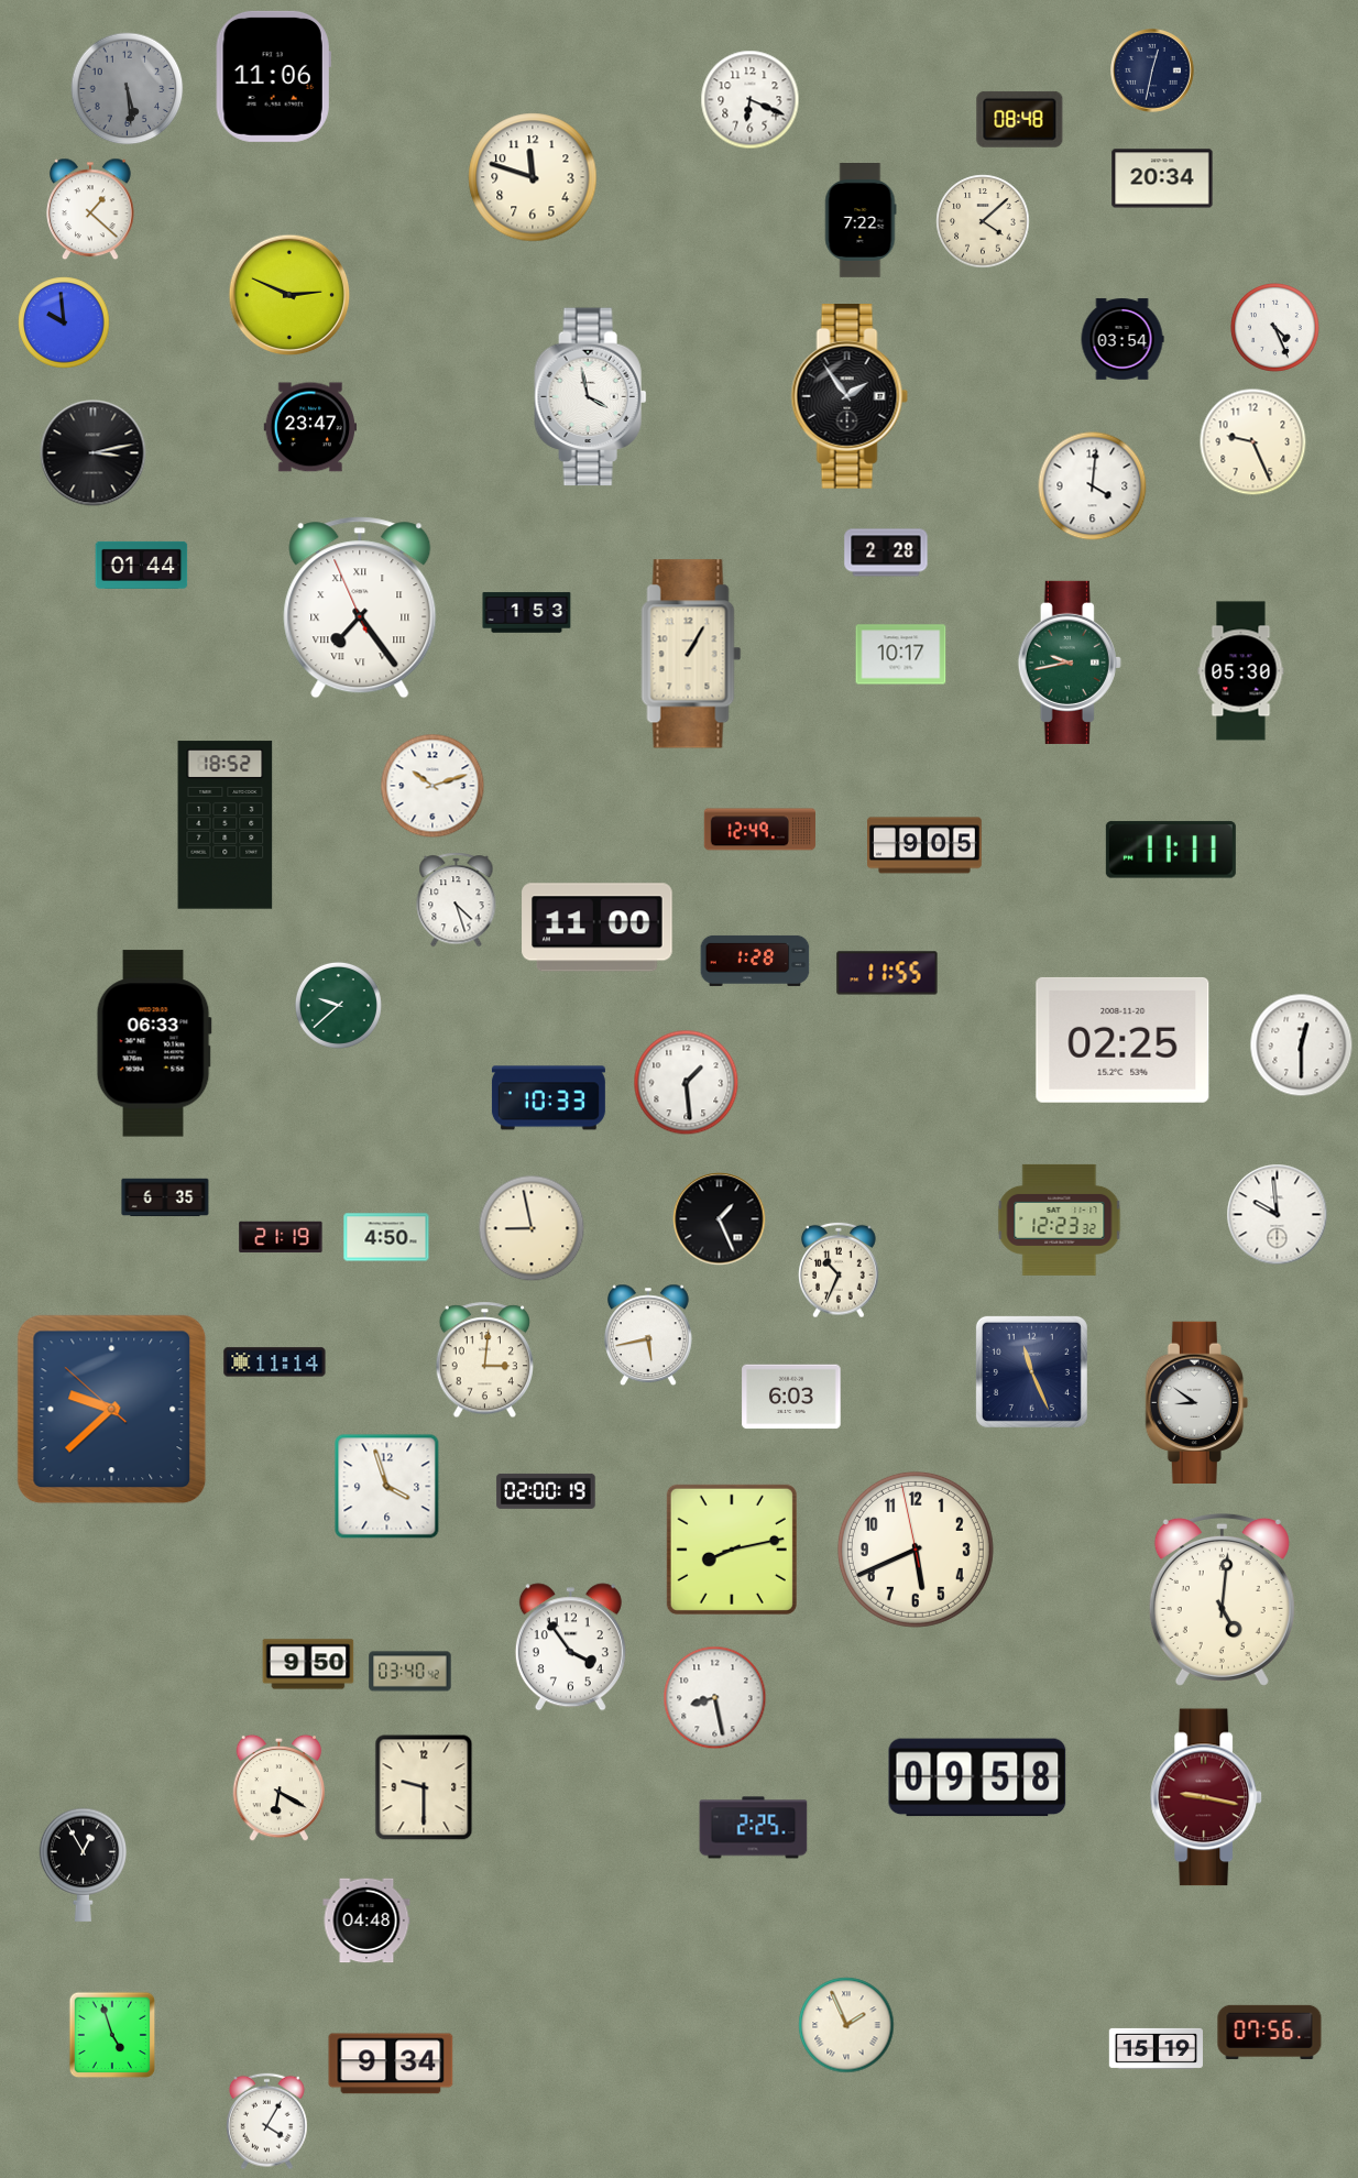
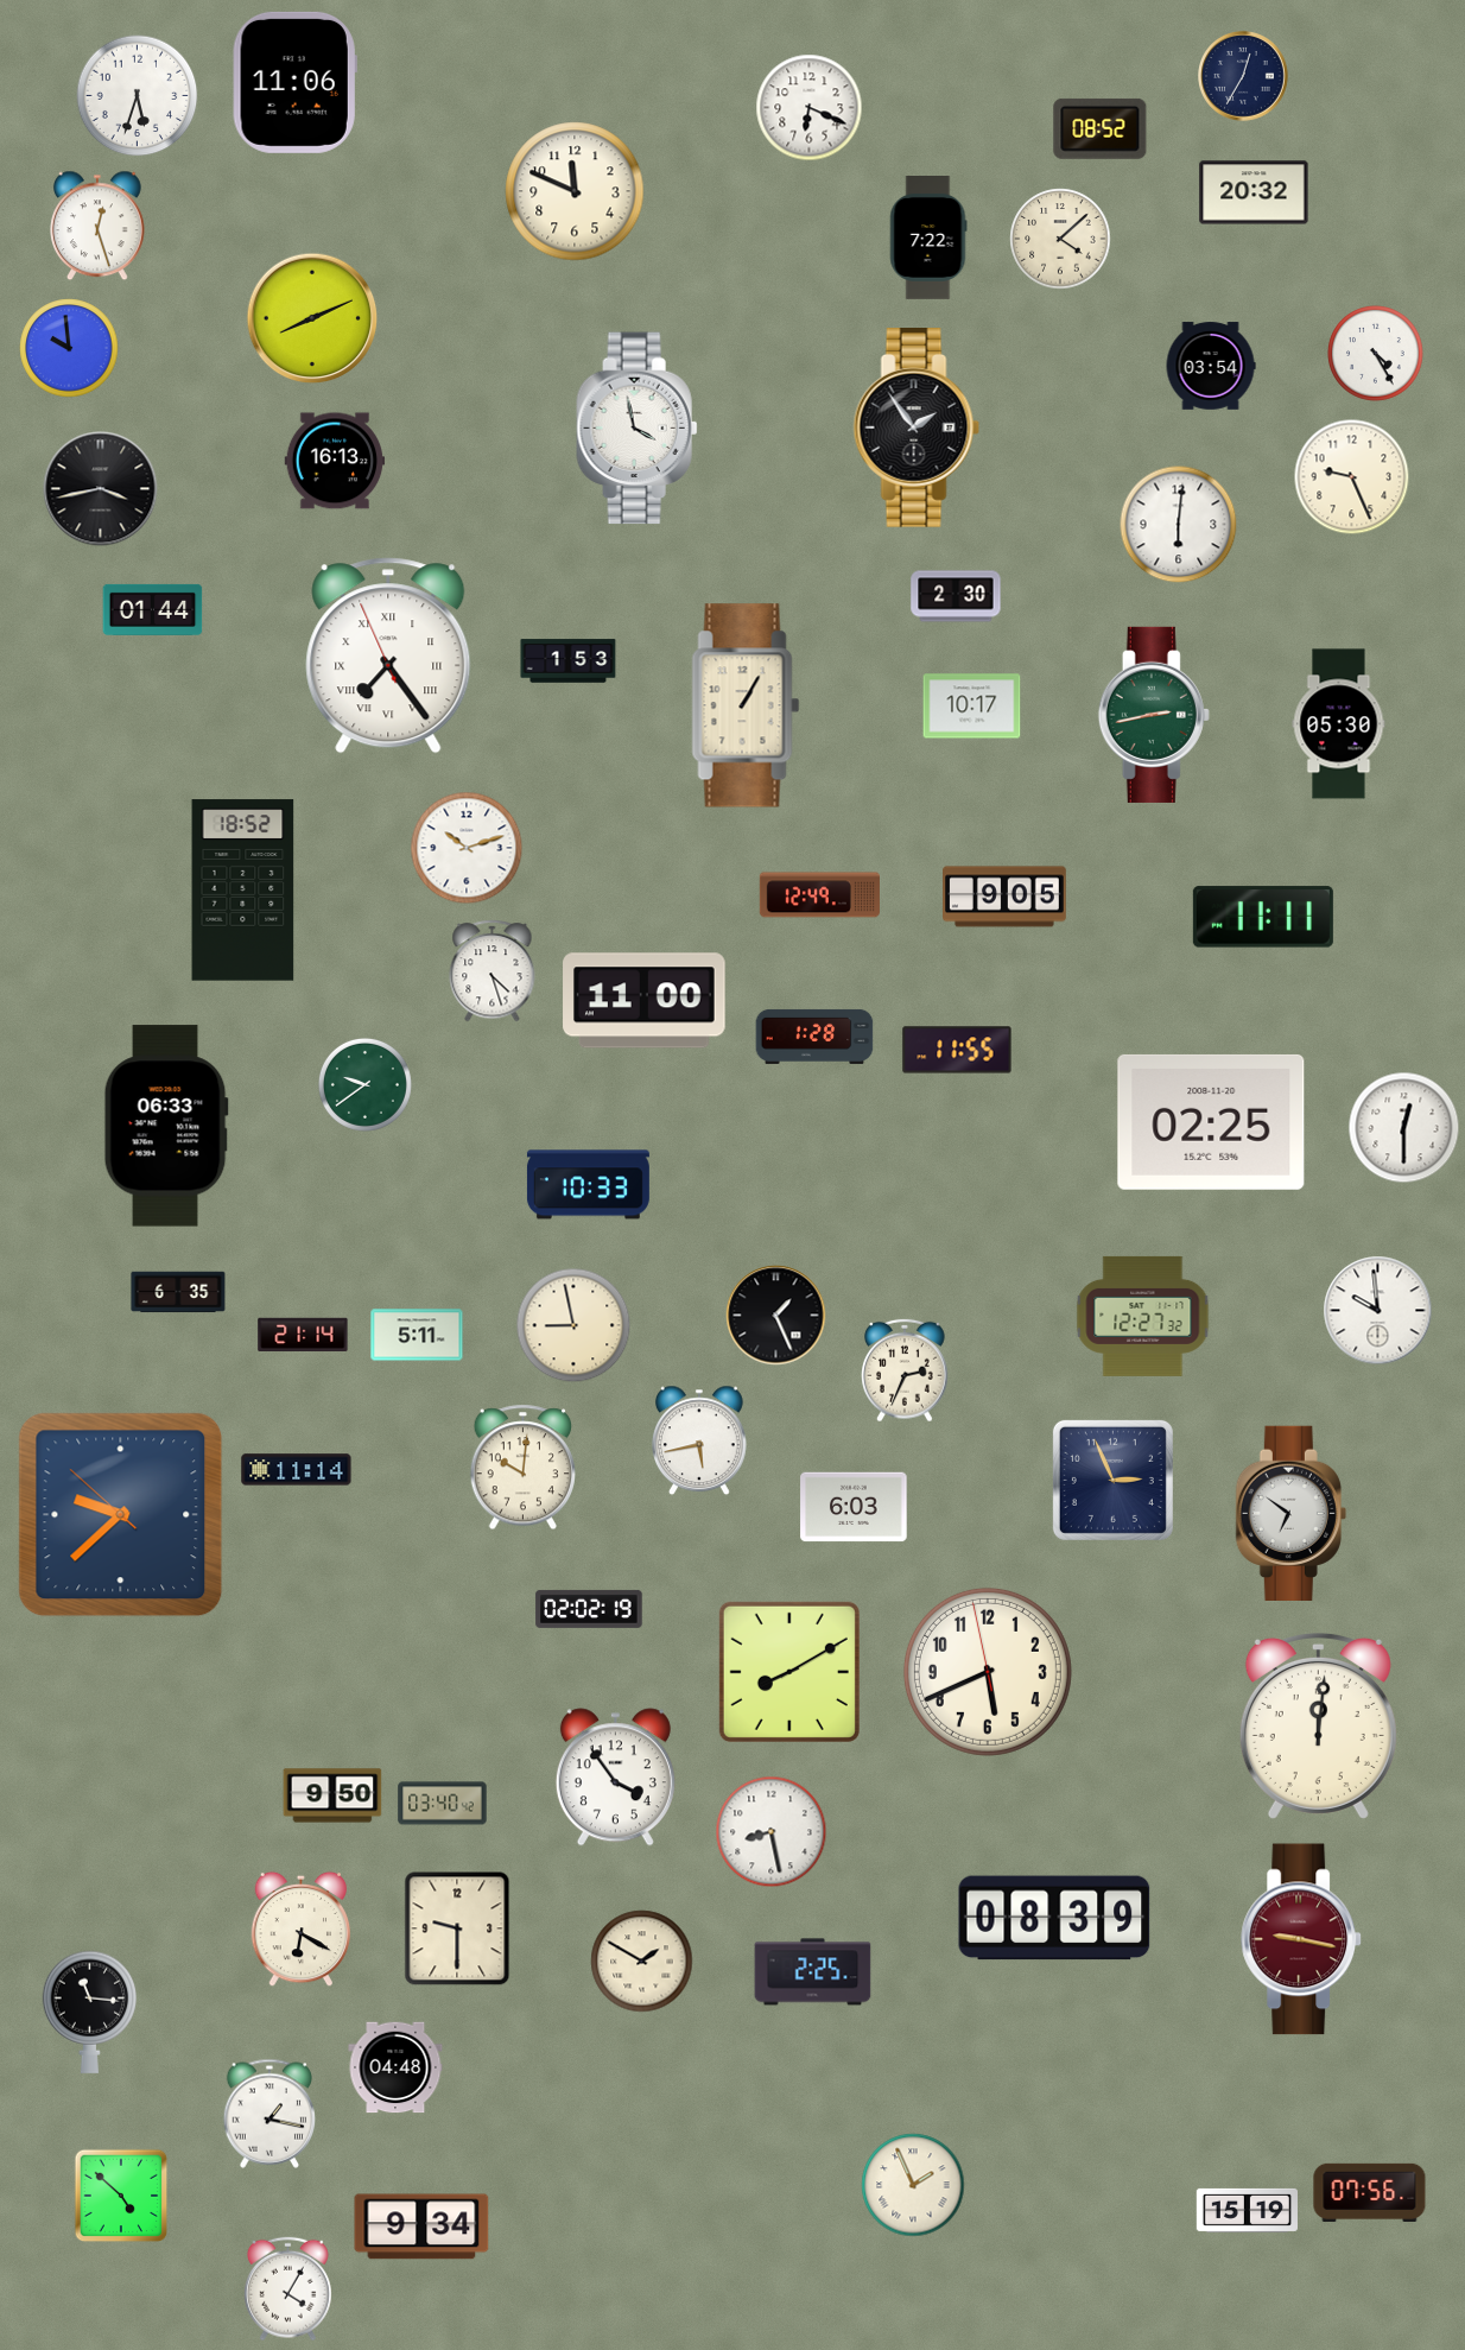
clock at (1153, 72): 12:32 -> 12:35
clock at (128, 89): 5:29 -> 5:33
clock at (128, 89) dial: grey -> white
clock at (1020, 119): 08:48 -> 08:52
clock at (533, 177): 11:48 -> 11:49
clock at (1162, 178): 20:34 -> 20:32
clock at (91, 209): 1:22 -> 12:27
clock at (289, 295): 2:49 -> 8:11
clock at (1275, 328): 4:26 -> 4:25
clock at (310, 427): 23:47 -> 16:13
clock at (94, 453): 3:13 -> 3:43
clock at (1093, 486): 4:01 -> 6:01
clock at (886, 552): 2:28 -> 2:30
clock at (1070, 663): 9:43 -> 2:43
clock at (926, 845) position: (926, 845) -> (1006, 897)
clock at (338, 1005): 9:38 -> 9:39
clock at (687, 1083): 1:29 -> none
clock at (548, 1098) position: (548, 1098) -> (588, 1185)
clock at (1060, 1219): 12:23 -> 12:27
clock at (281, 1236): 21:19 -> 21:14
clock at (386, 1237): 4:50 -> 5:11
clock at (839, 1270): 10:34 -> 2:34
clock at (484, 1360): 3:01 -> 10:01
clock at (1031, 1371): 11:26 -> 2:56
clock at (1196, 1402): 8:51 -> 6:51
clock at (112, 1410) position: (112, 1410) -> (121, 1515)
clock at (387, 1487): 3:57 -> none
clock at (546, 1491): 02:00 -> 02:02
clock at (732, 1550): 8:13 -> 8:10
clock at (1222, 1599): 5:01 -> 12:01
clock at (977, 1777): 09:58 -> 08:39
clock at (642, 1962): none -> 1:50
clock at (84, 1864): 12:55 -> 11:16
clock at (366, 1920) position: (366, 1920) -> (395, 2067)
clock at (269, 2114): none -> 1:17
clock at (112, 2035): 4:57 -> 4:52
